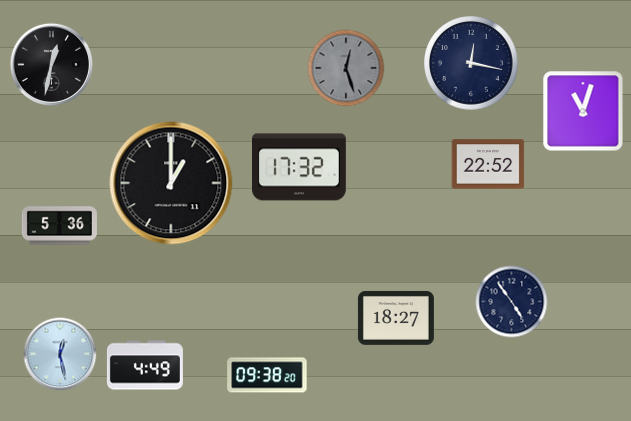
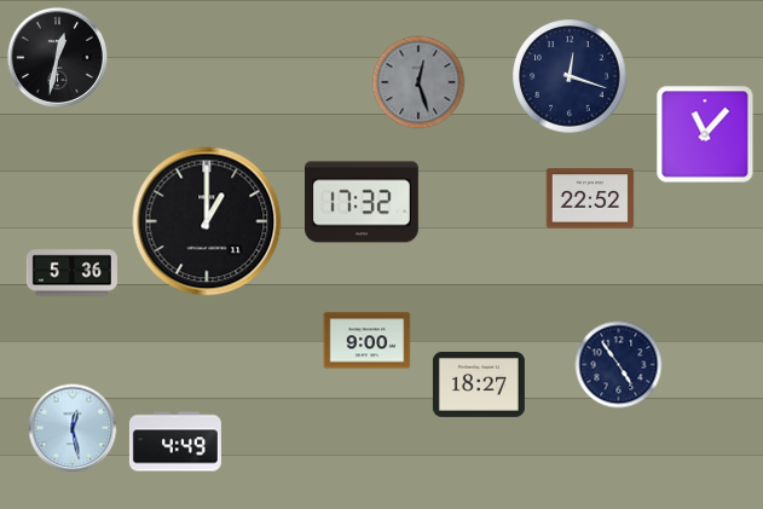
clock at (471, 63): 12:17 -> 12:18
clock at (51, 64) position: (51, 64) -> (57, 57)
clock at (583, 111): 11:03 -> 11:07
clock at (368, 341): none -> 9:00
clock at (267, 375): 09:38 -> none
